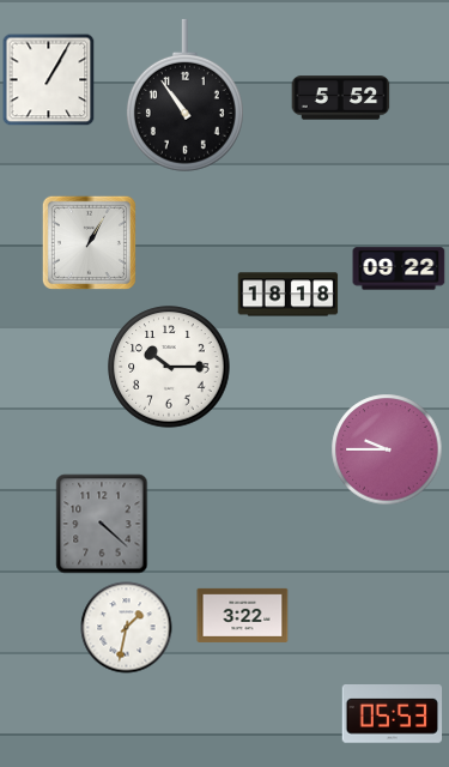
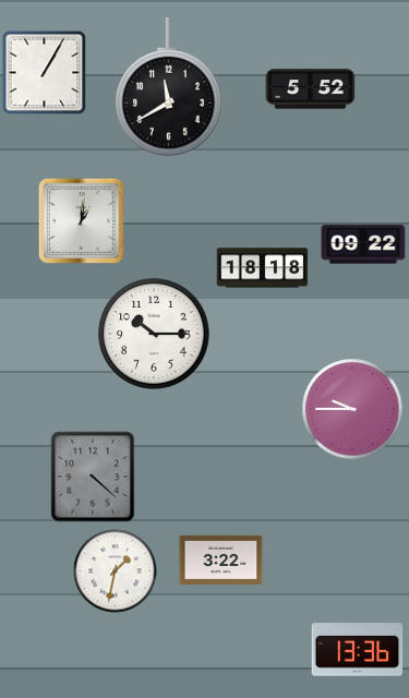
clock at (184, 96): 10:54 -> 11:40
clock at (89, 242): 1:05 -> 1:01
clock at (393, 714): 05:53 -> 13:36
